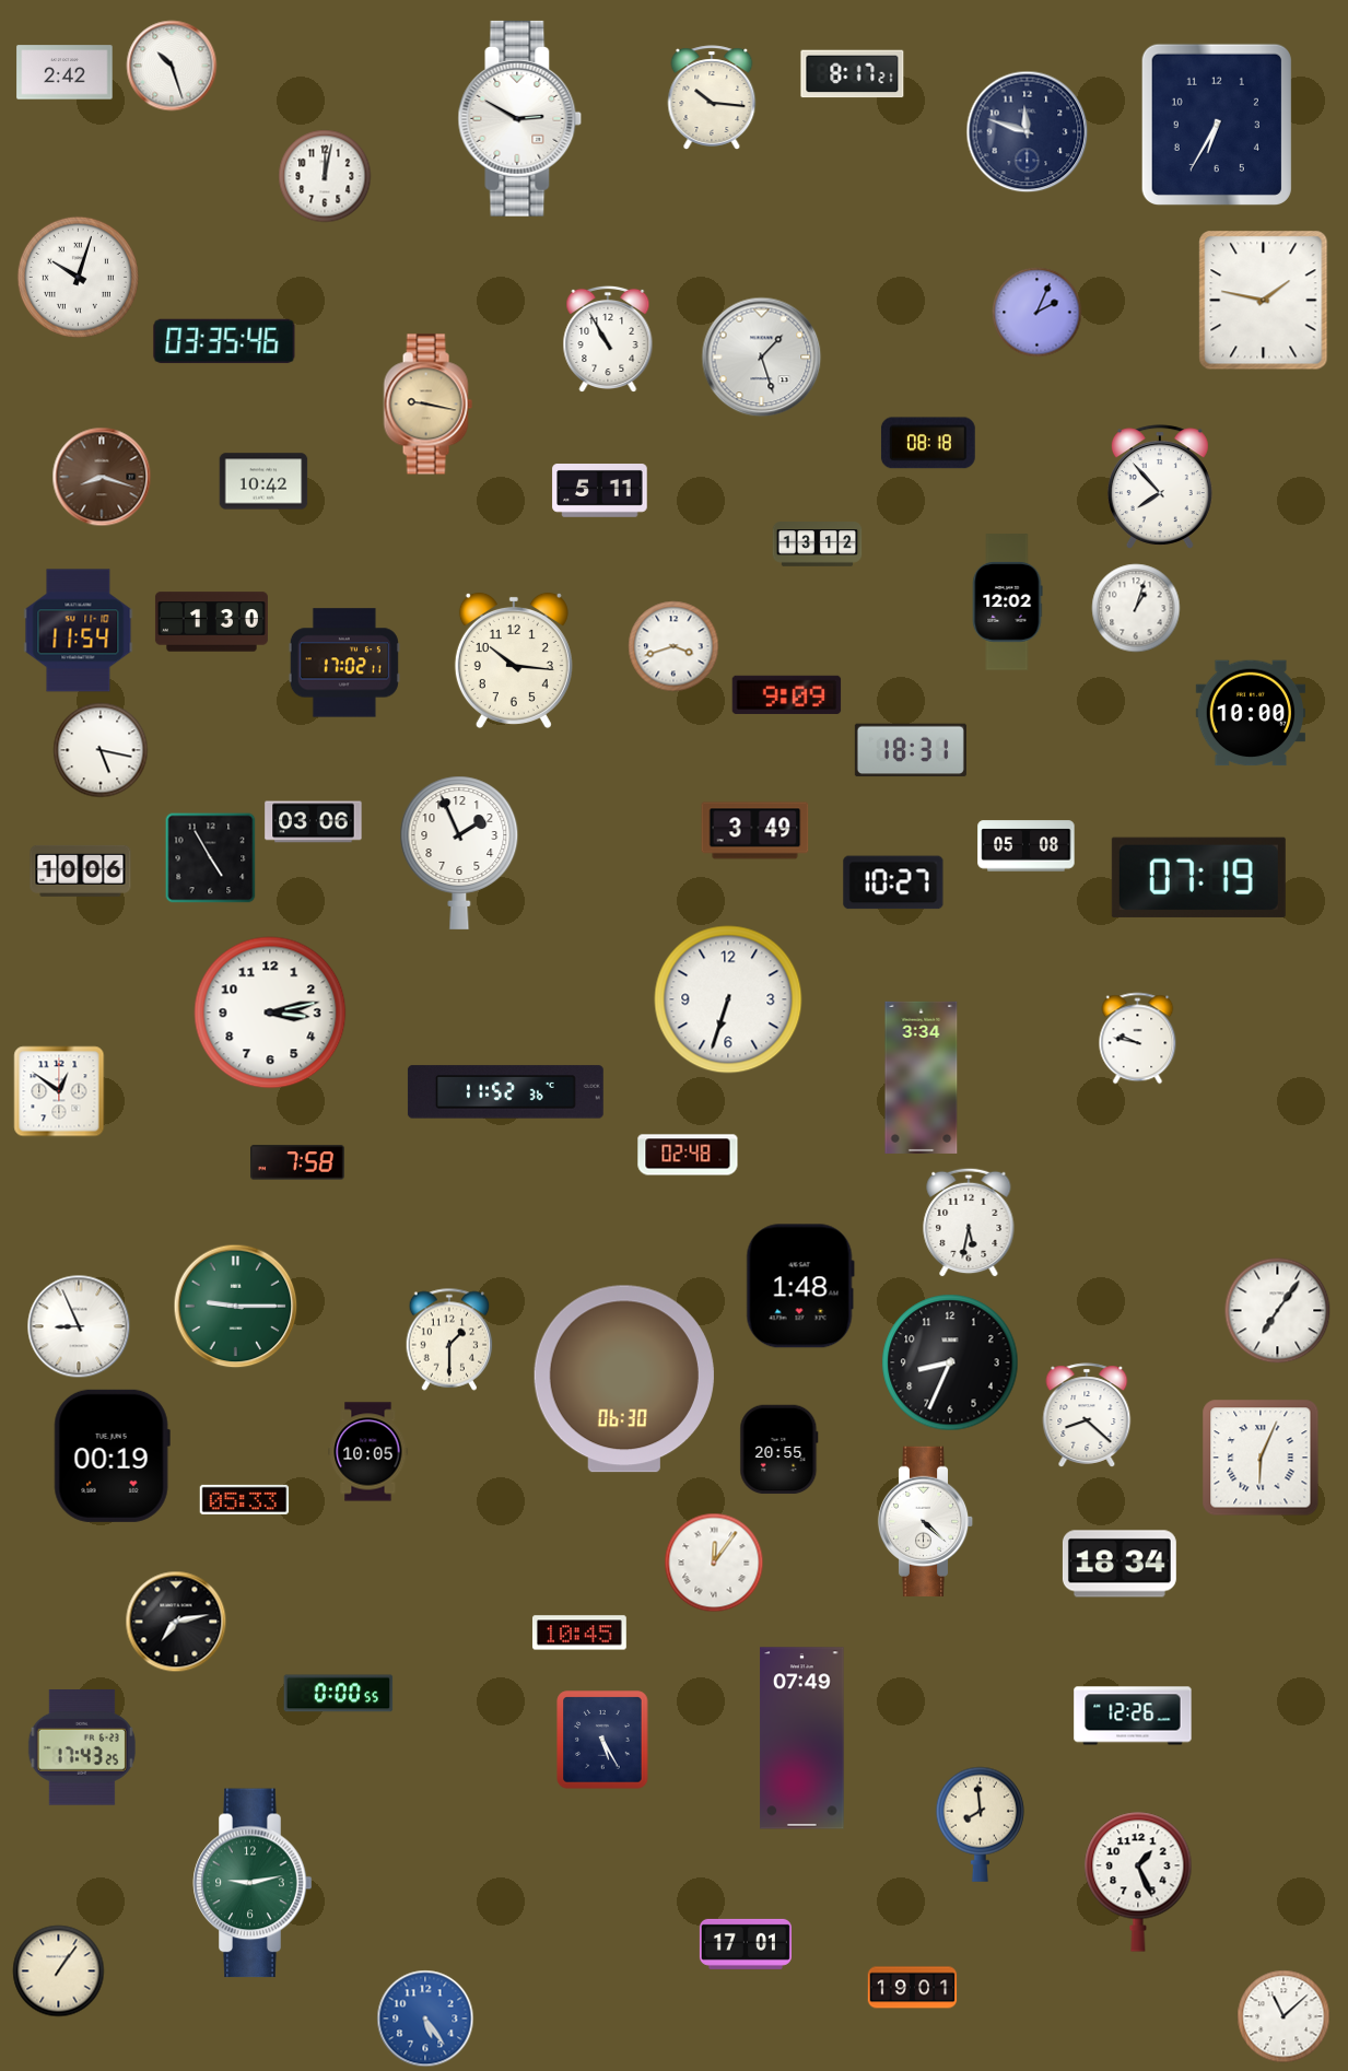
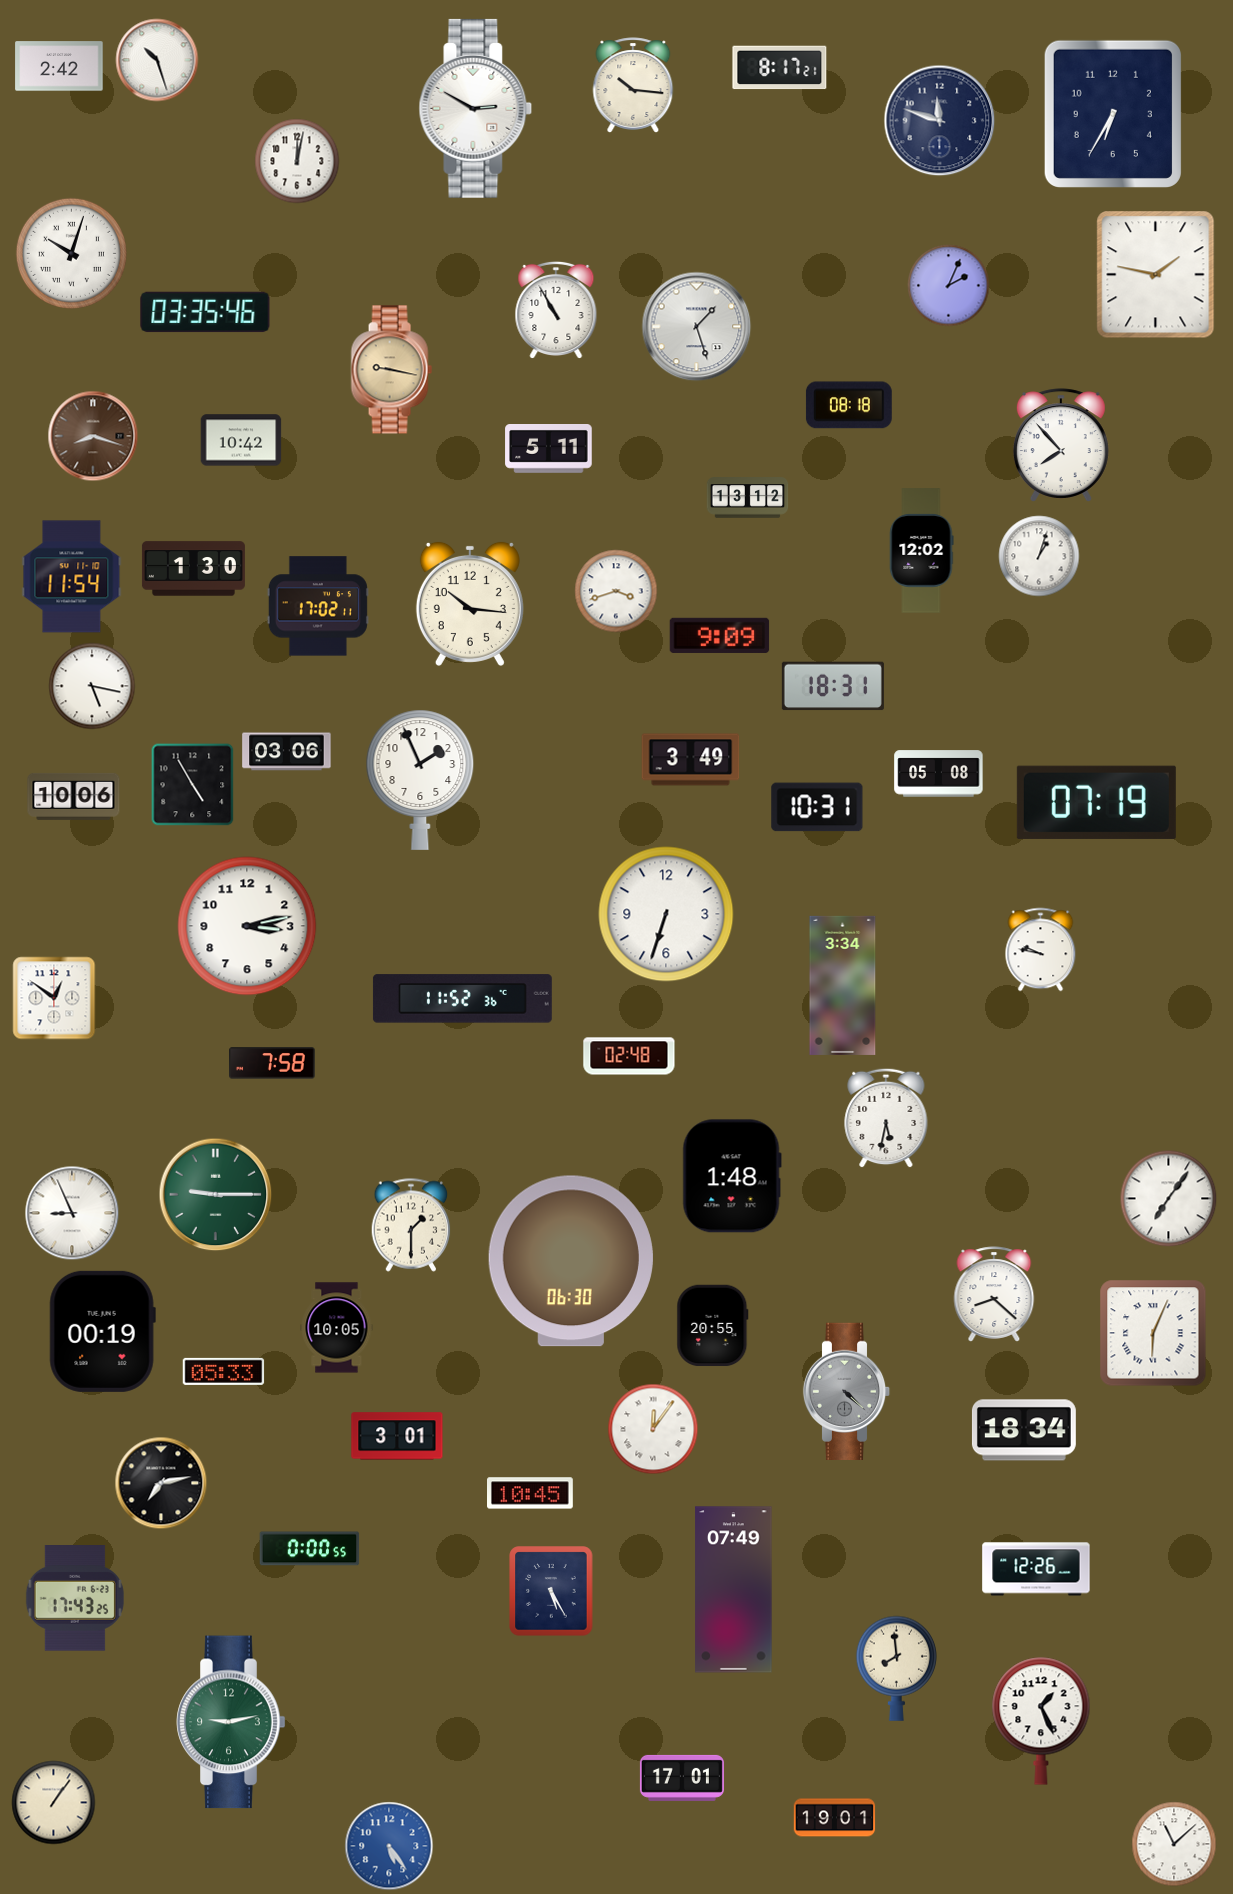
clock at (712, 97) position: (712, 97) -> (633, 85)
clock at (344, 663) position: (344, 663) -> (318, 606)
clock at (1250, 713): 10:00 -> none
clock at (893, 882): 10:27 -> 10:31
clock at (950, 1362): 8:34 -> none
clock at (926, 1522) dial: white -> grey
clock at (397, 1436): none -> 3:01
